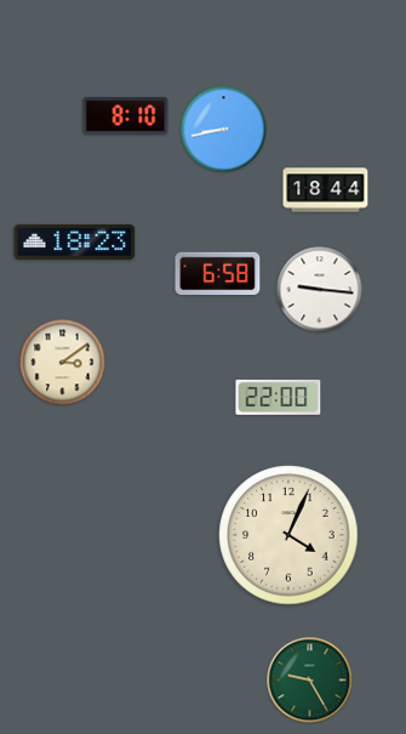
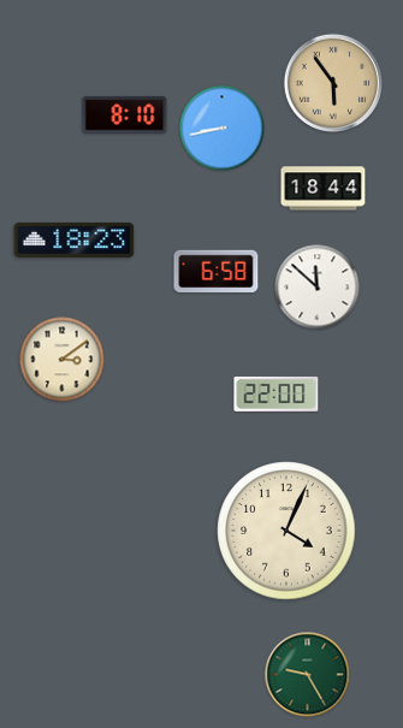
clock at (333, 83): none -> 5:54
clock at (320, 290): 9:16 -> 11:52
